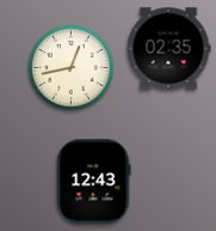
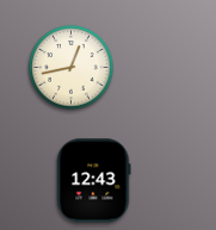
clock at (168, 49): 02:35 -> none
